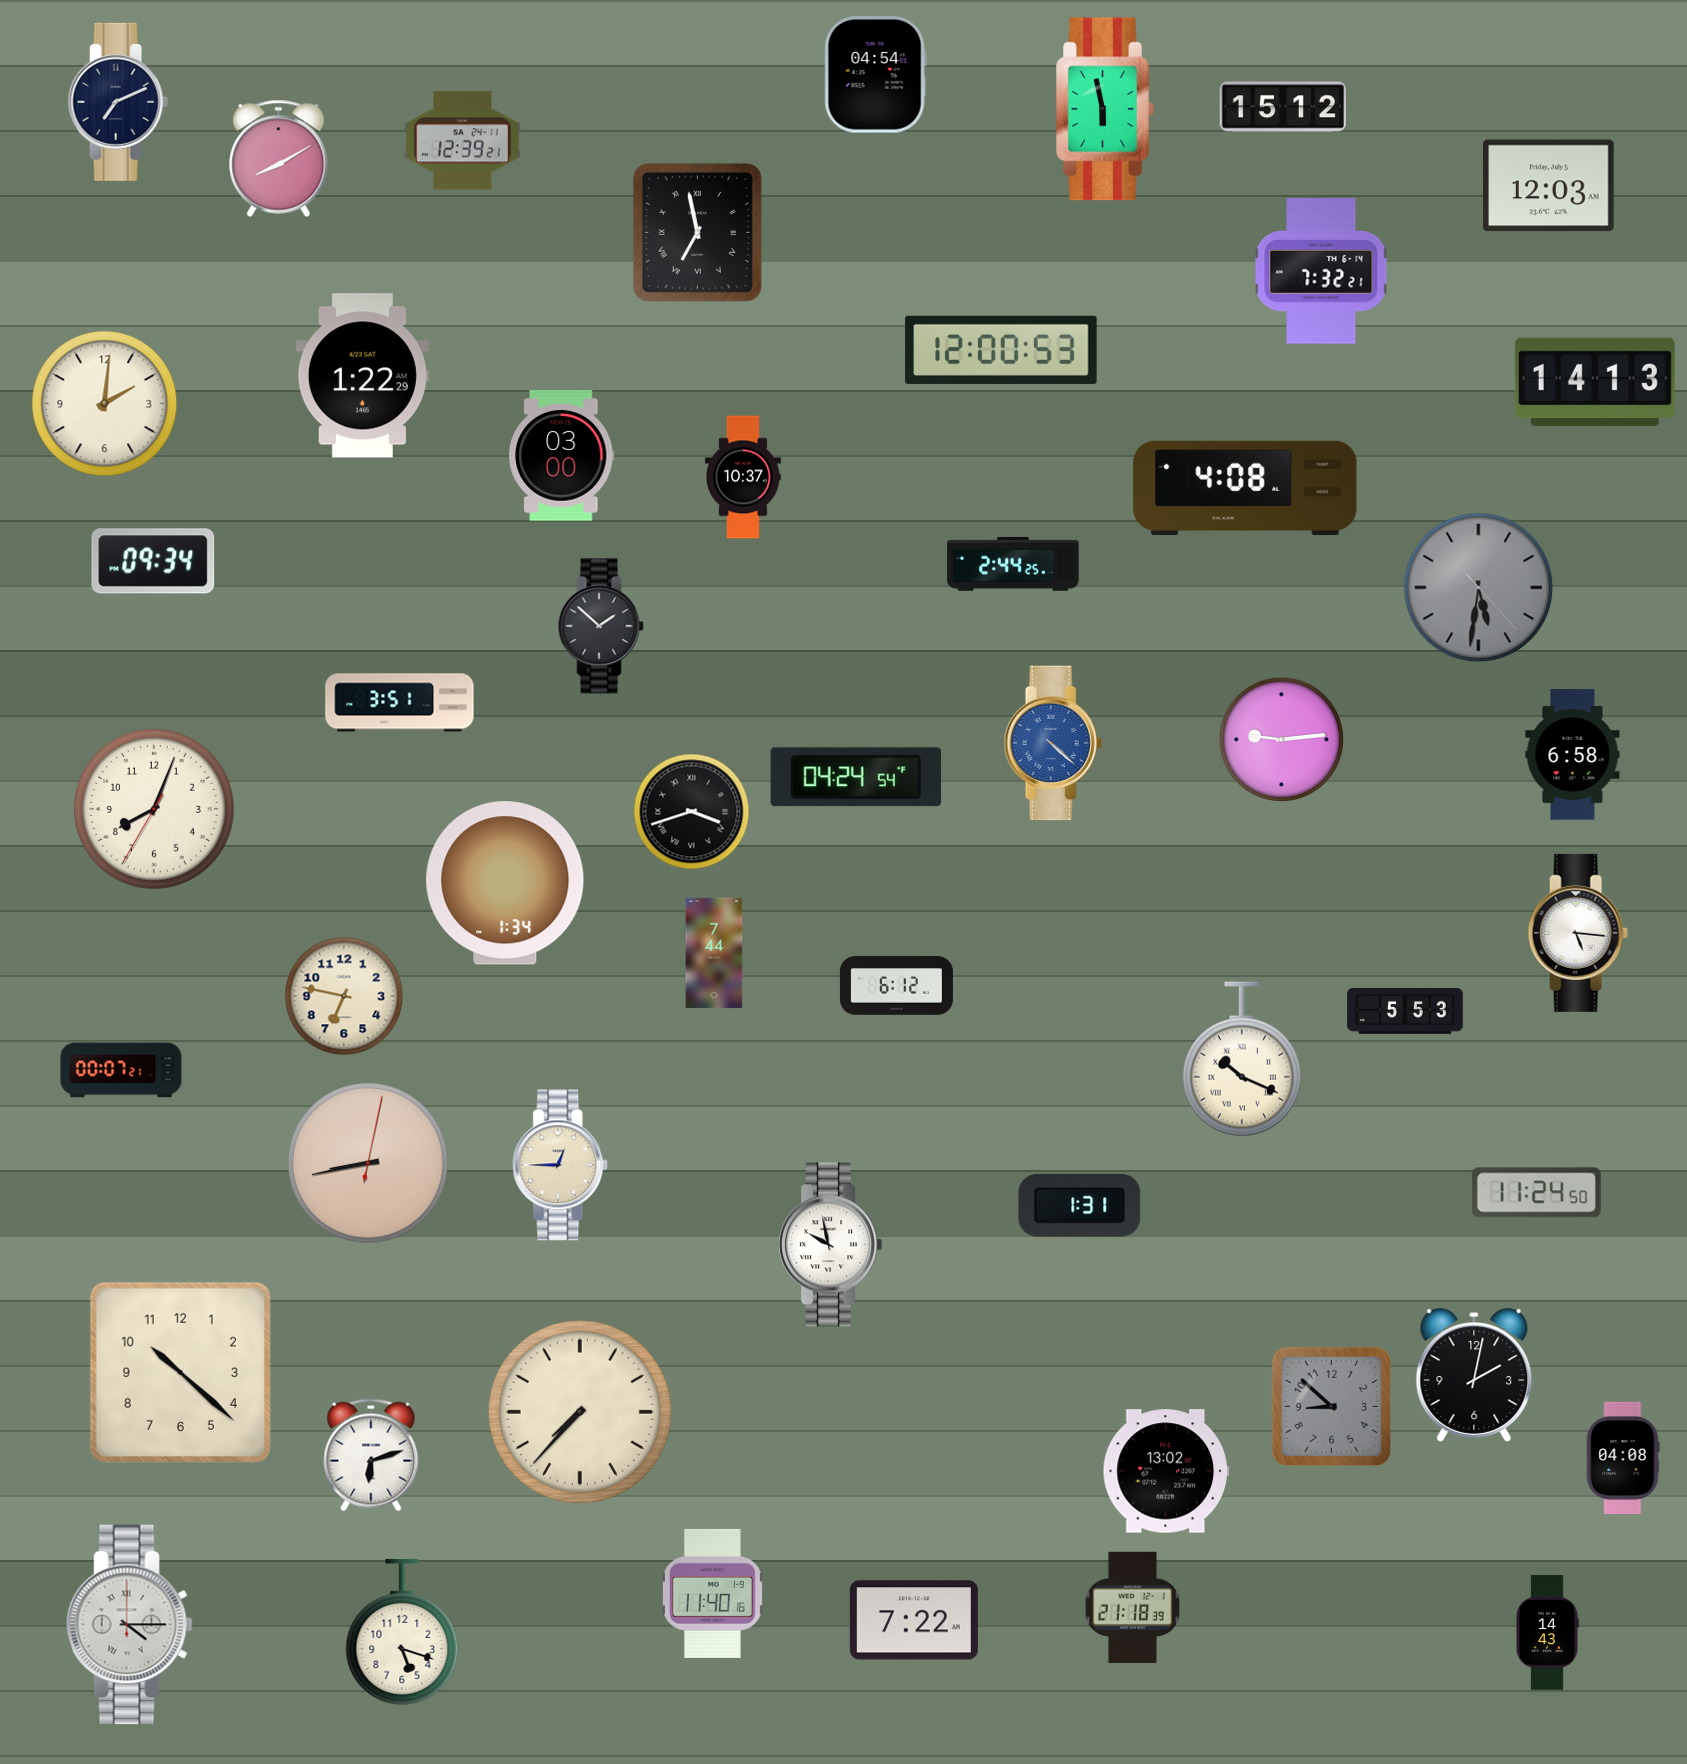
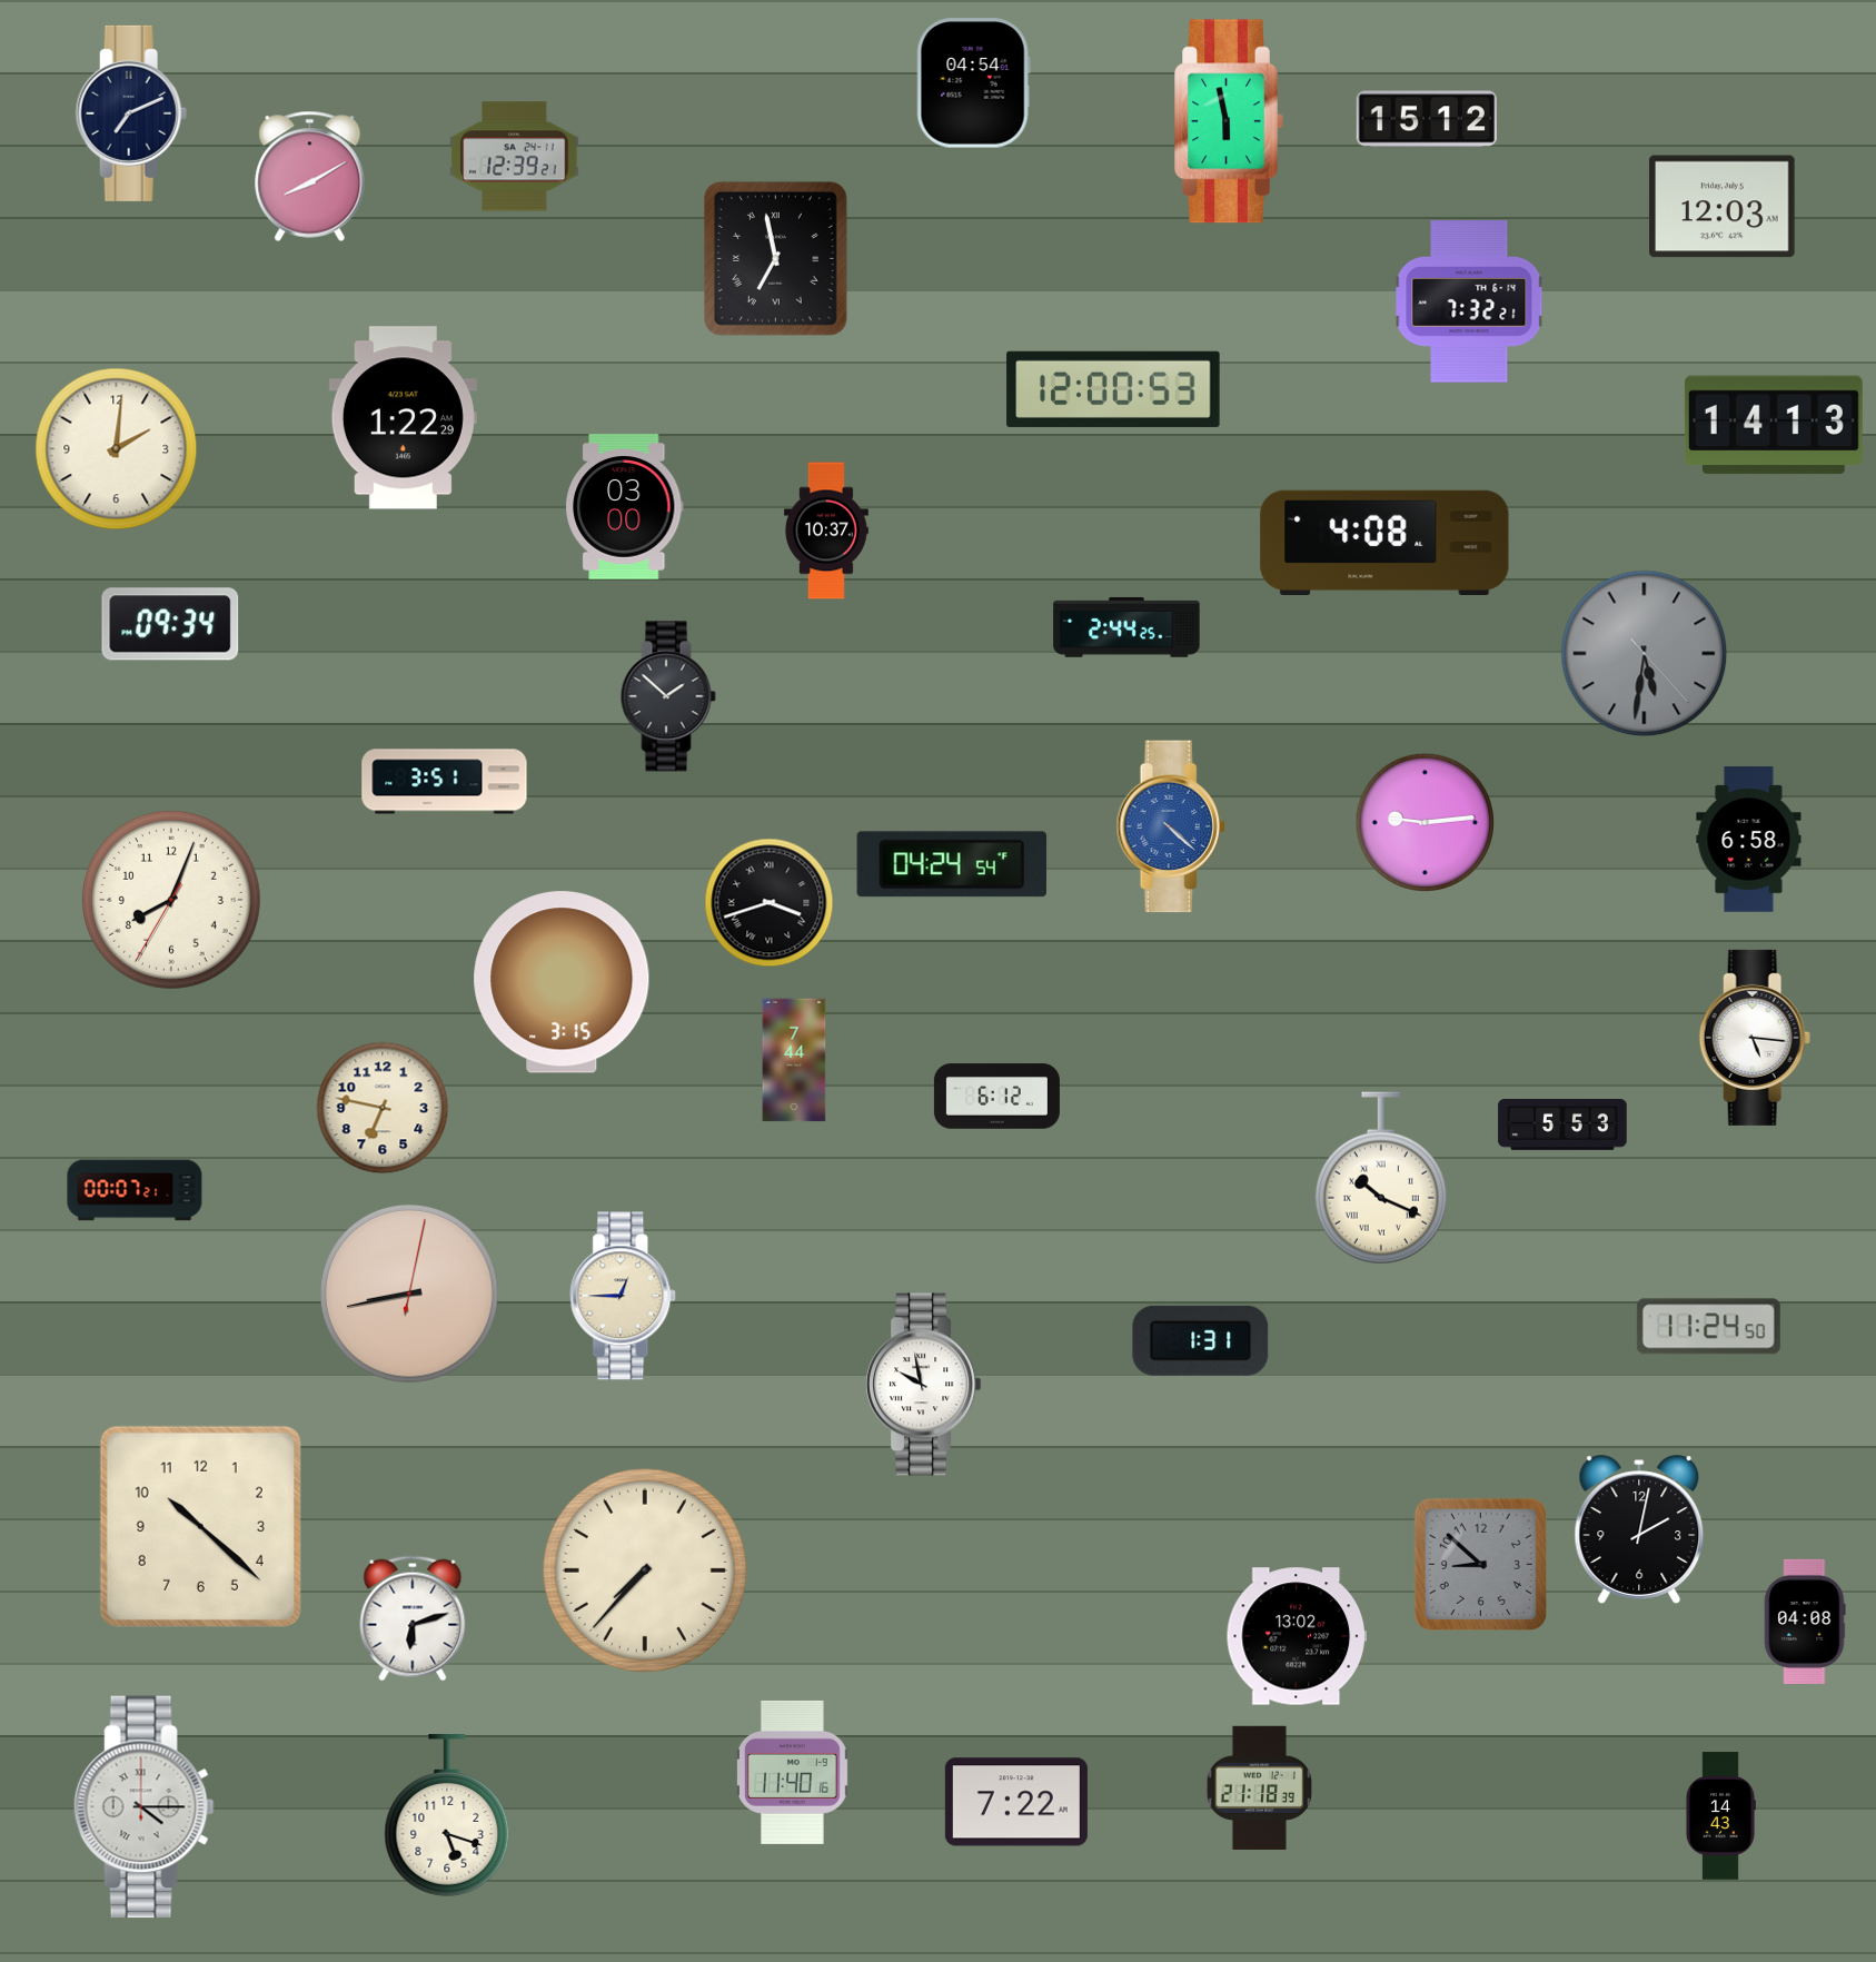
clock at (505, 883): 1:34 -> 3:15
